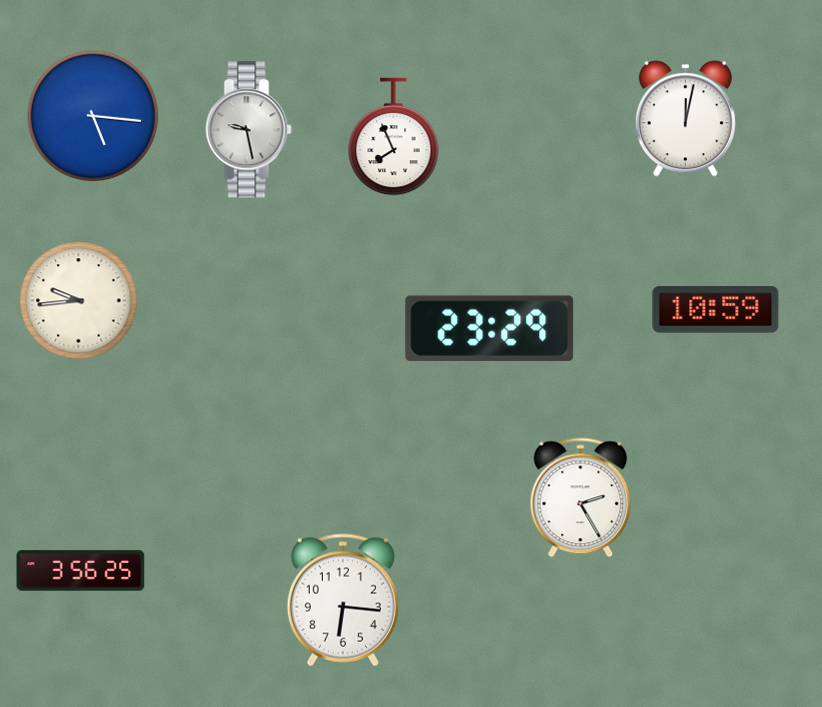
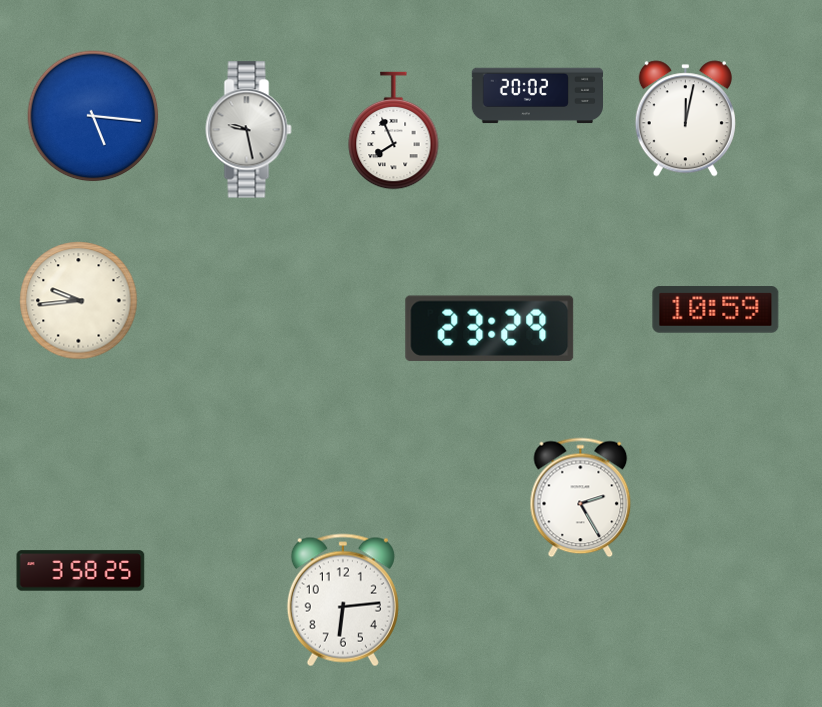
clock at (537, 96): none -> 20:02
clock at (394, 137) position: (394, 137) -> (394, 131)
clock at (81, 571): 3:56 -> 3:58
clock at (343, 600): 6:16 -> 6:14
